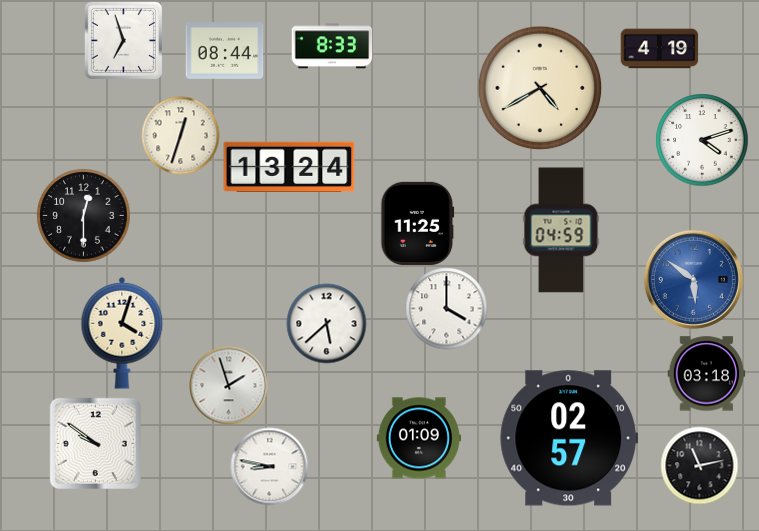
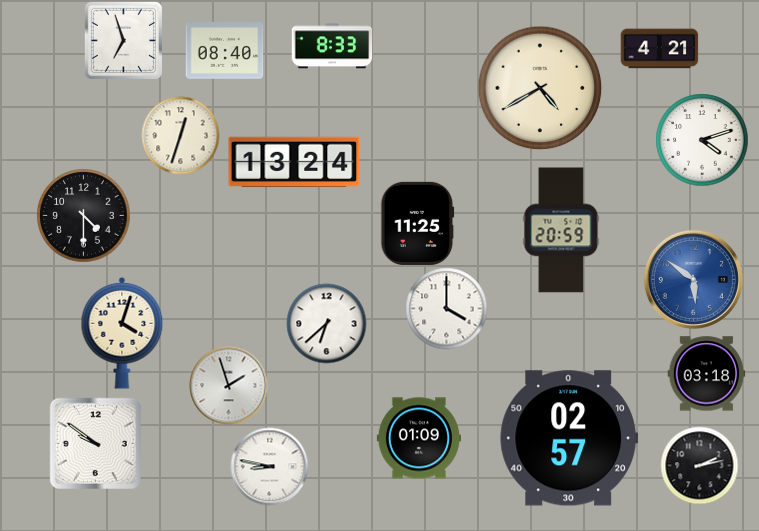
clock at (659, 49): 4:19 -> 4:21
clock at (224, 51): 08:44 -> 08:40
clock at (289, 167) position: (289, 167) -> (294, 162)
clock at (83, 215): 12:30 -> 4:30
clock at (561, 230): 04:59 -> 20:59
clock at (326, 323): 5:38 -> 6:38
clock at (699, 465): 11:13 -> 2:13
